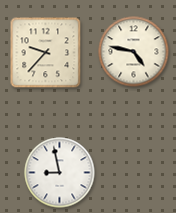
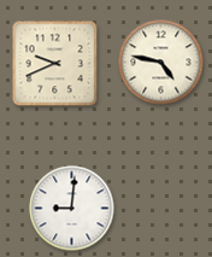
clock at (46, 53): 9:37 -> 9:41
clock at (60, 173): 8:58 -> 9:01
